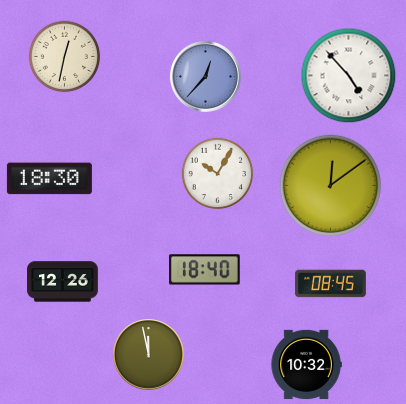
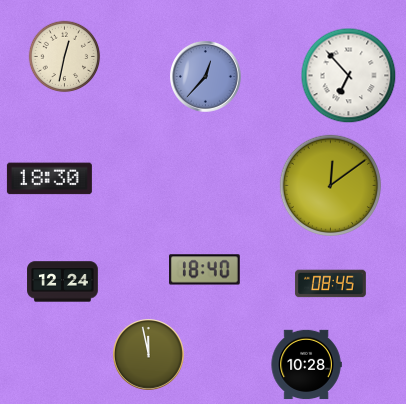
clock at (349, 76): 4:53 -> 6:53
clock at (218, 174): 10:05 -> none
clock at (63, 282): 12:26 -> 12:24
clock at (306, 365): 10:32 -> 10:28
